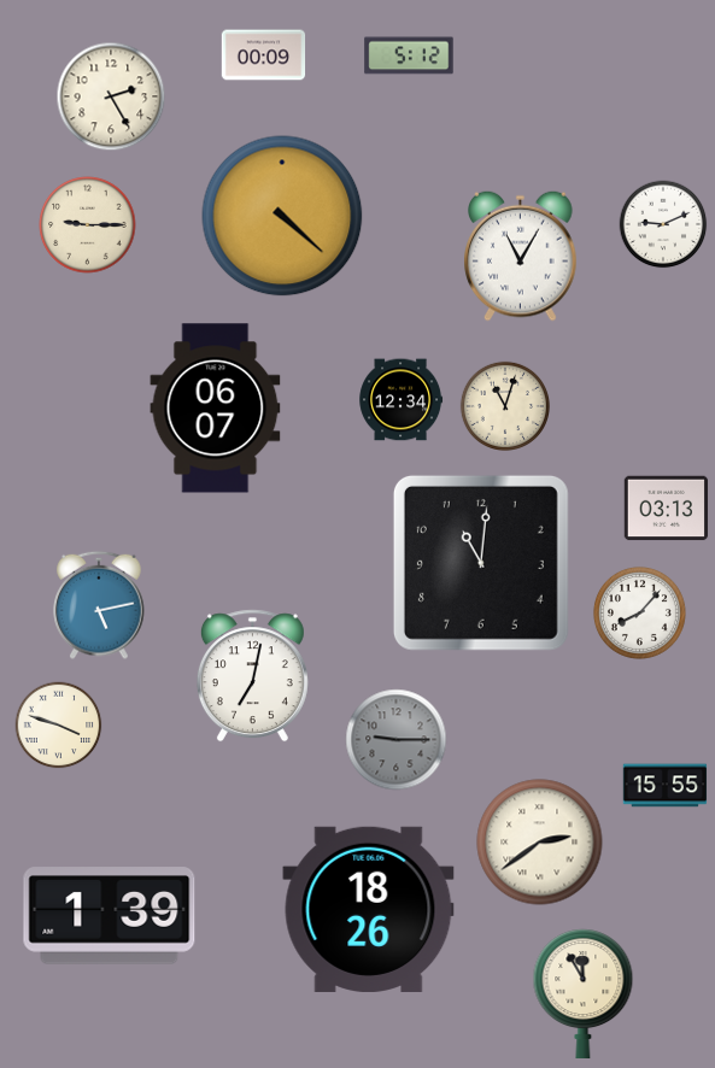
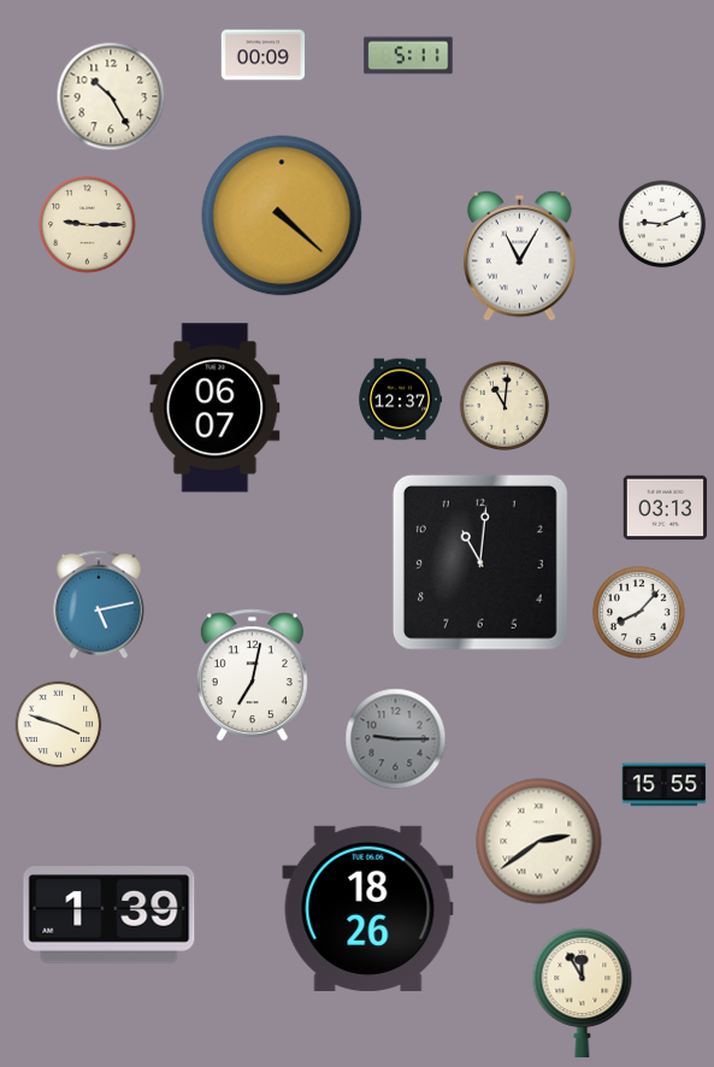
clock at (409, 55): 5:12 -> 5:11
clock at (111, 96): 2:25 -> 10:25
clock at (402, 400): 12:34 -> 12:37
clock at (504, 405): 11:03 -> 11:01
